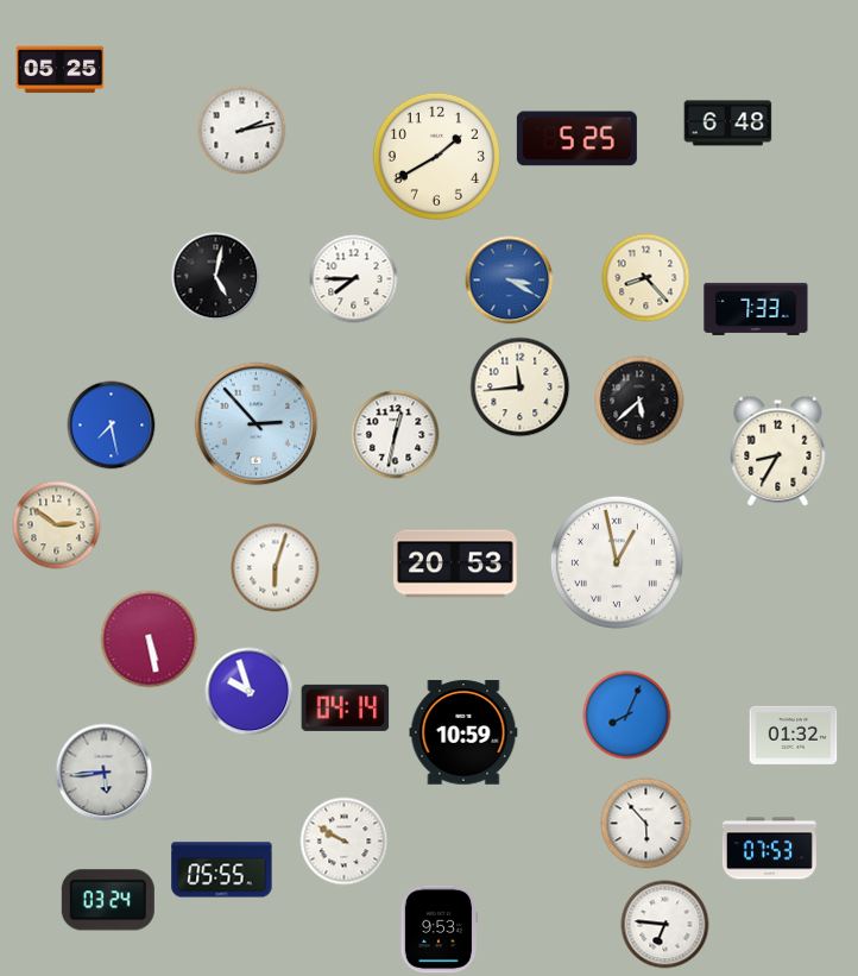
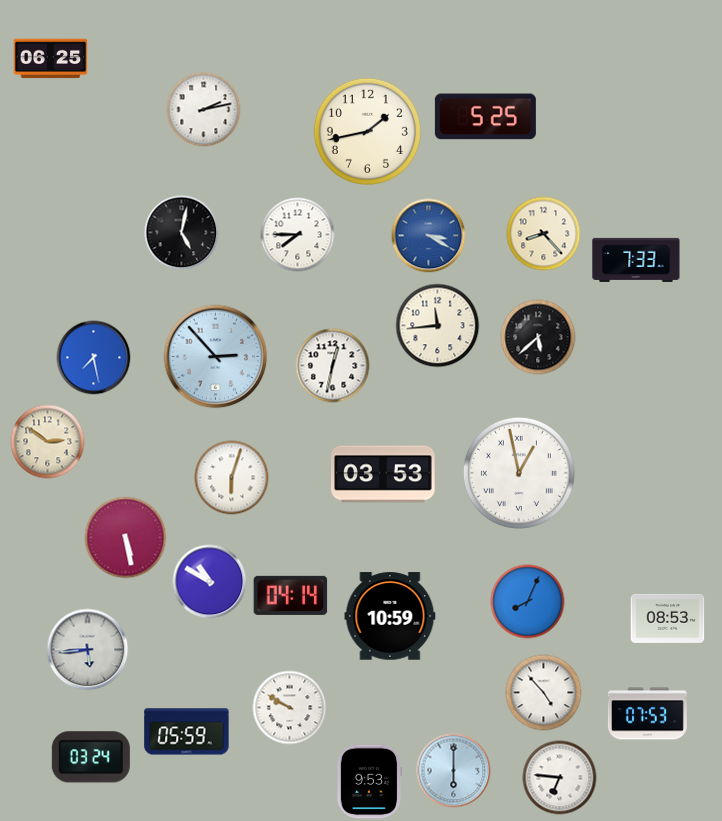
clock at (61, 70): 05:25 -> 06:25
clock at (728, 124): 6:48 -> none
clock at (436, 156): 1:40 -> 1:43
clock at (778, 451): 8:35 -> none
clock at (455, 563): 20:53 -> 03:53
clock at (250, 692): 9:57 -> 10:50
clock at (794, 735): 01:32 -> 08:53
clock at (646, 824): 5:53 -> 4:53
clock at (222, 870): 05:55 -> 05:59
clock at (454, 771): none -> 6:00
